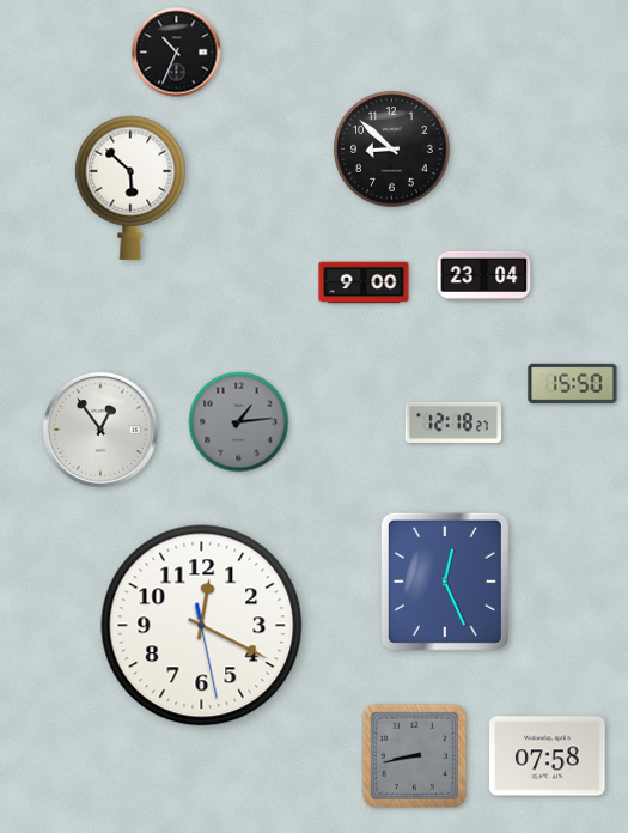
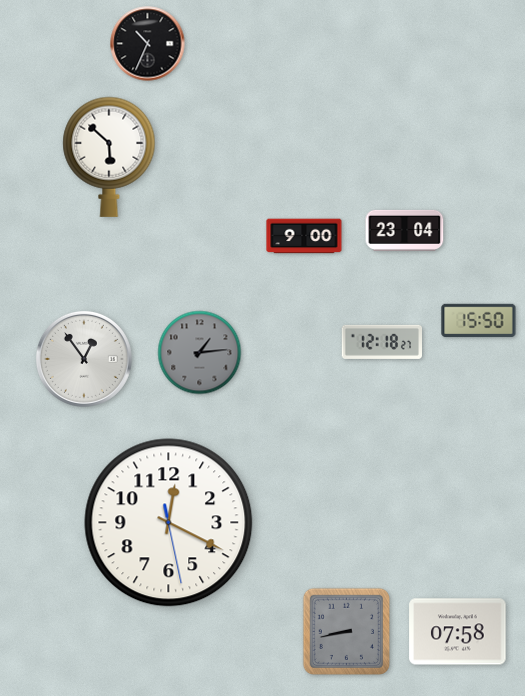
clock at (392, 150): 8:52 -> none
clock at (452, 422) position: (452, 422) -> (381, 342)
clock at (445, 582): 12:26 -> none
